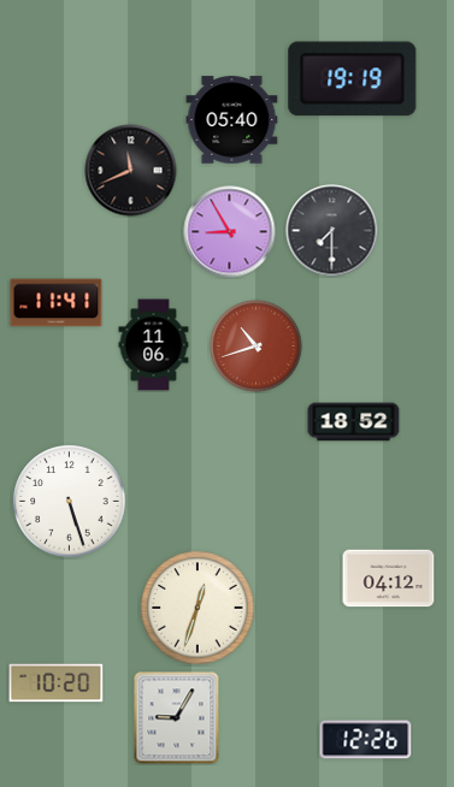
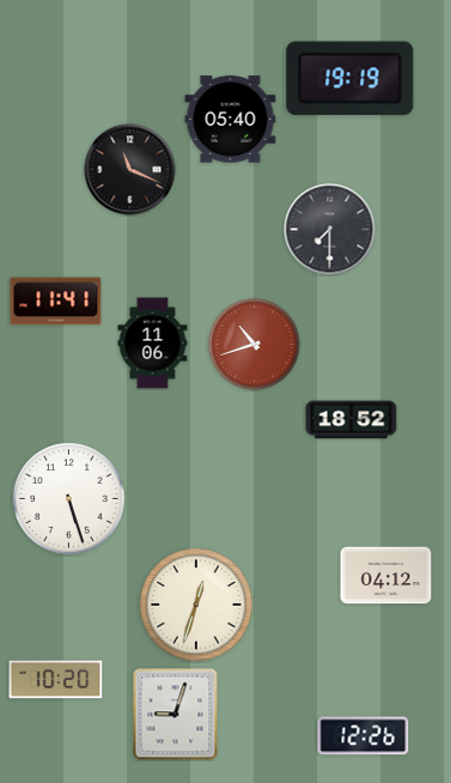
clock at (131, 171): 11:41 -> 11:19
clock at (230, 232): 8:55 -> none
clock at (177, 718): 9:05 -> 9:03
